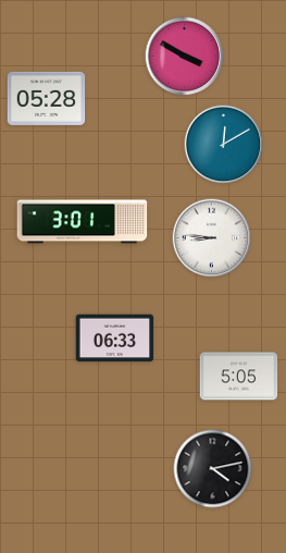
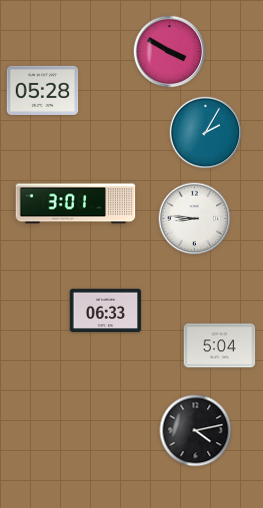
clock at (224, 145): 12:10 -> 2:05
clock at (239, 377): 5:05 -> 5:04
